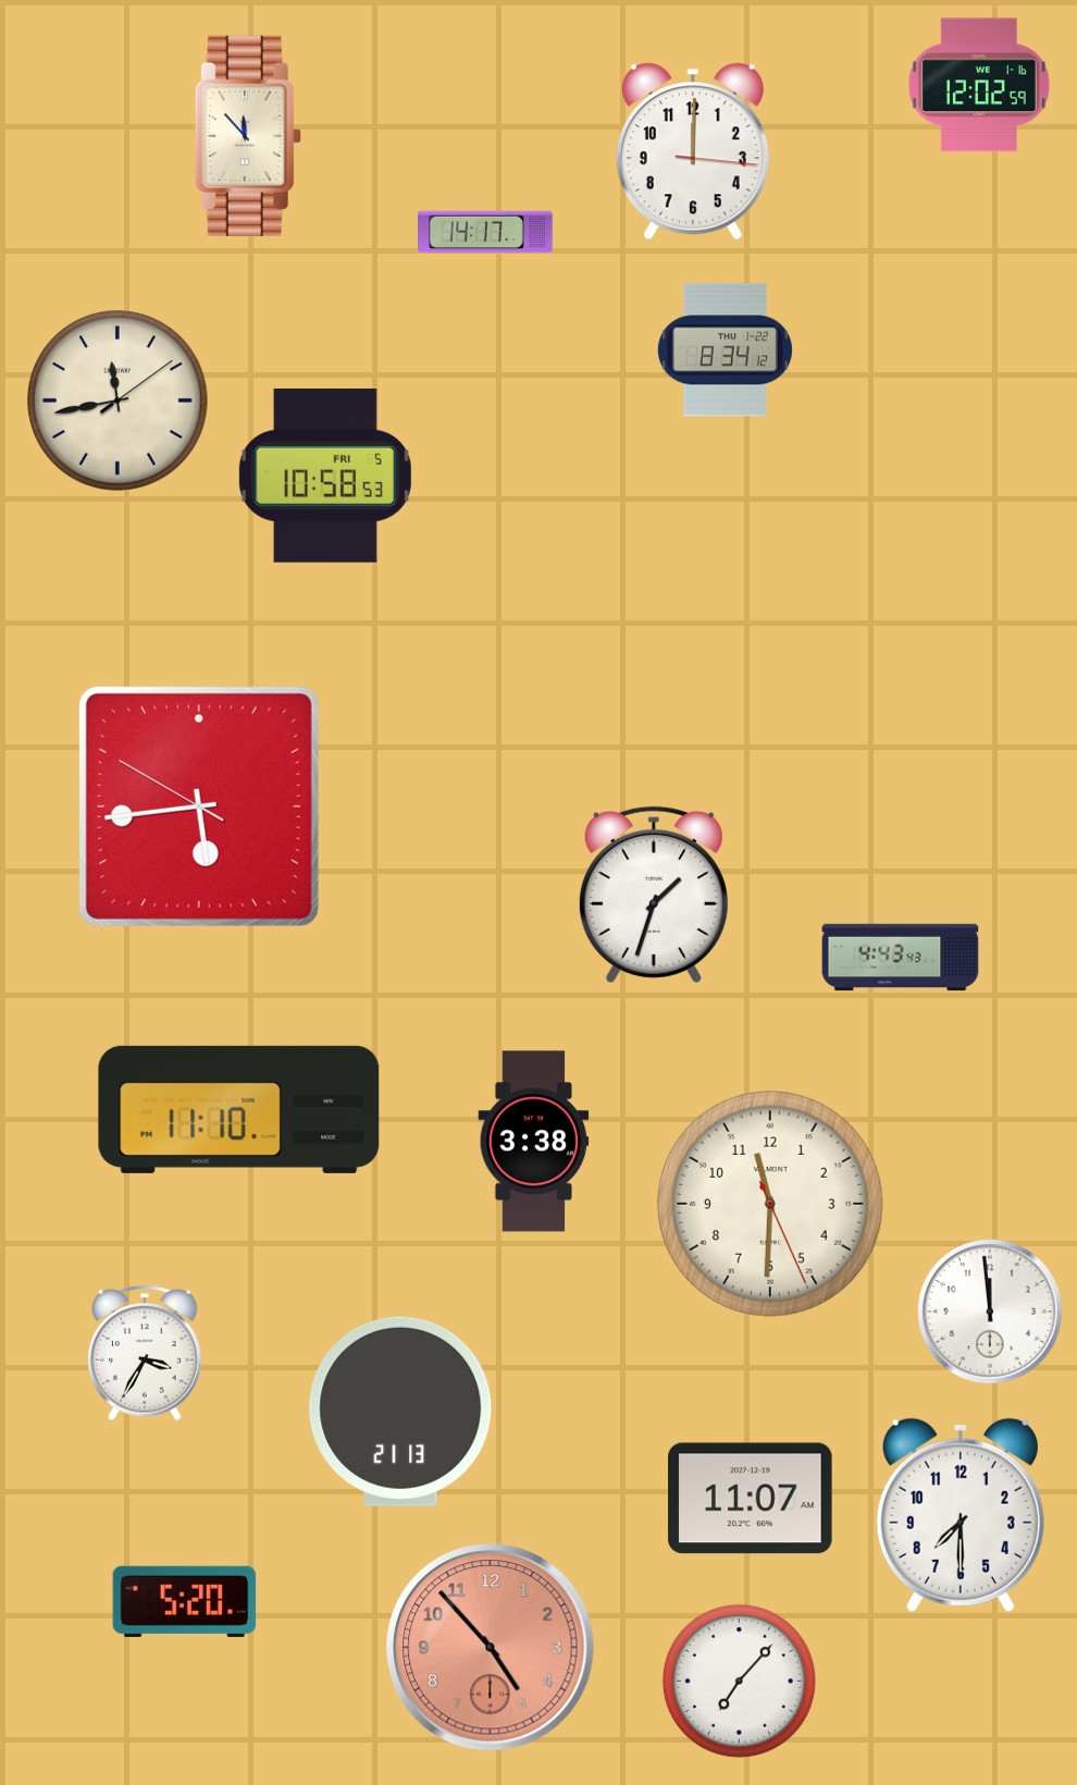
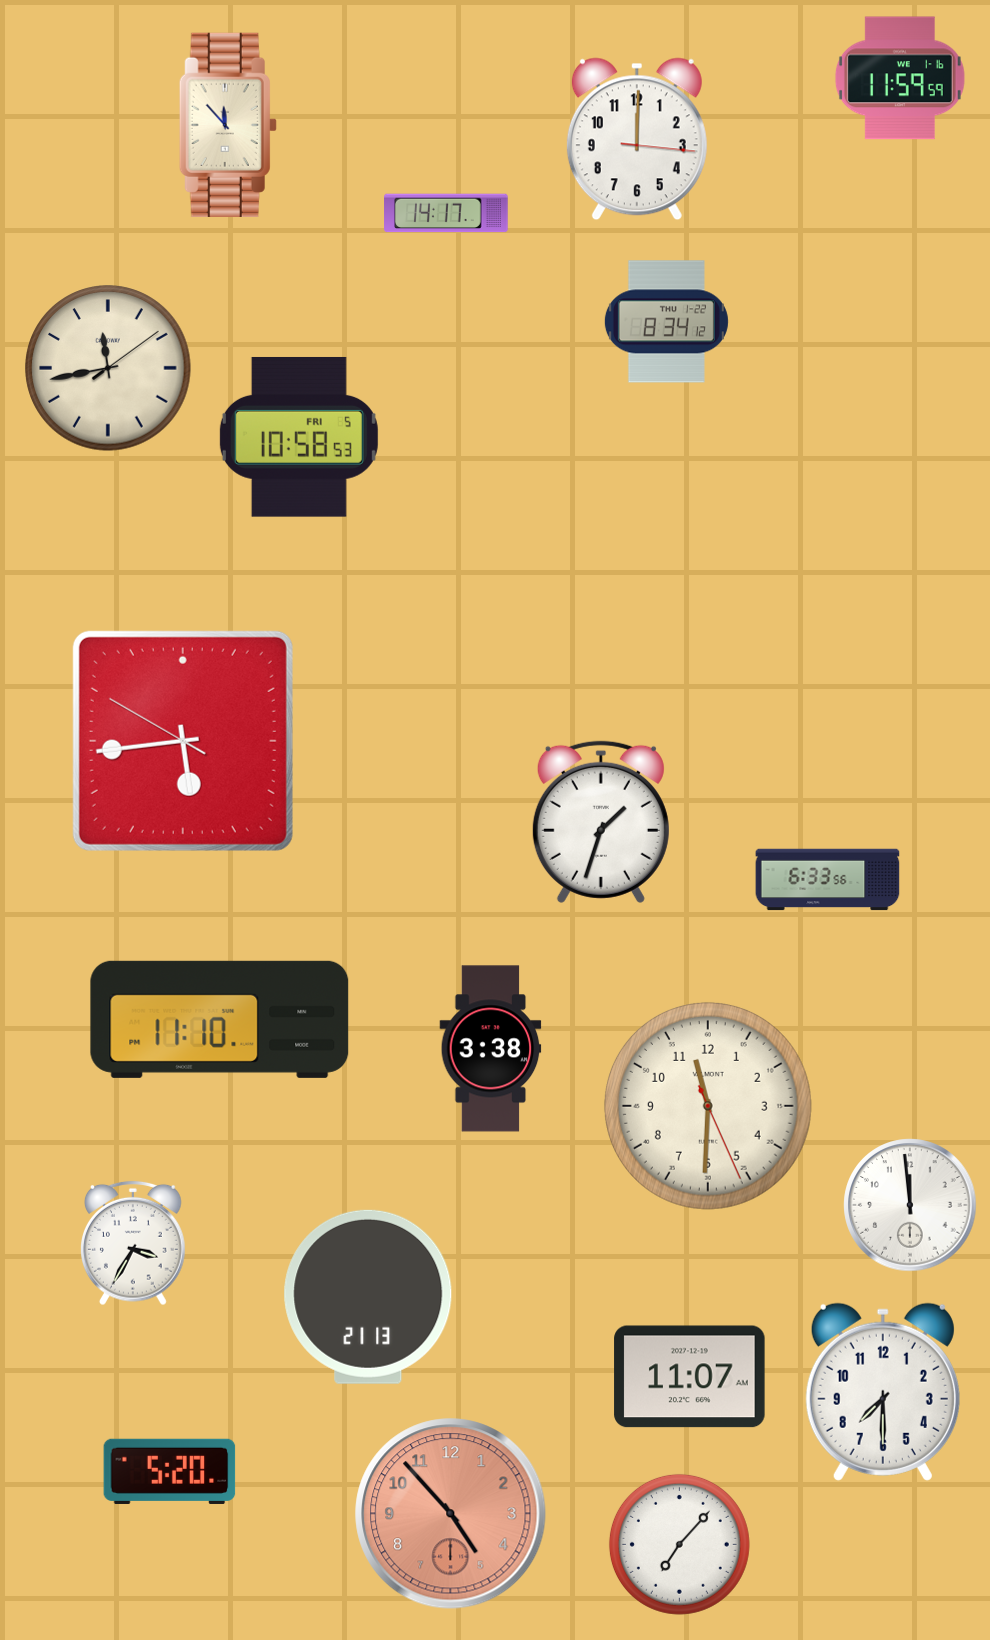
clock at (979, 85): 12:02 -> 11:59
clock at (901, 958): 4:43 -> 6:33
